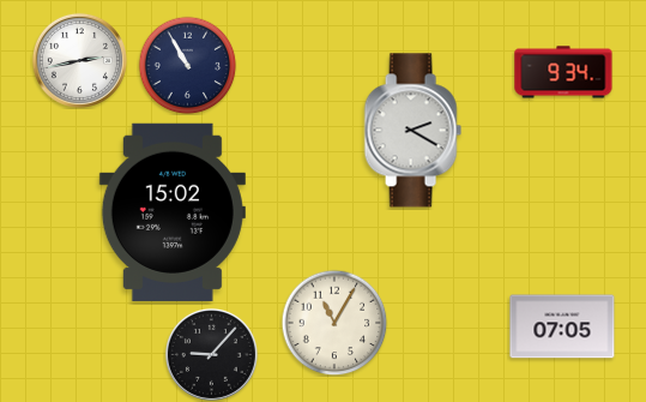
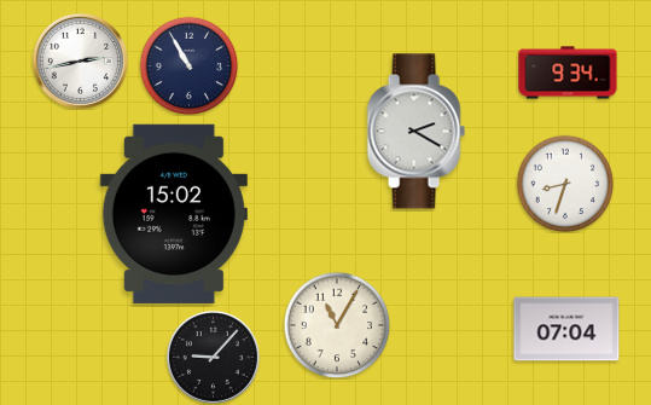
clock at (565, 184): none -> 8:33
clock at (562, 326): 07:05 -> 07:04
